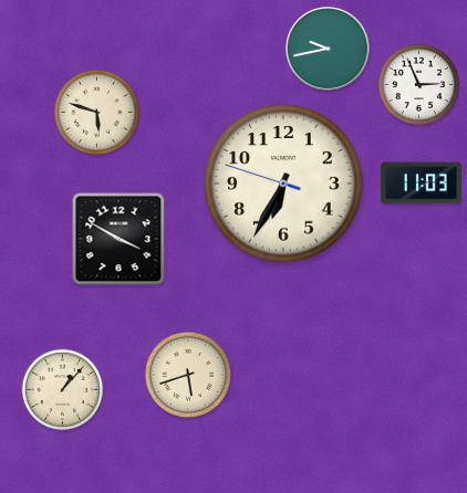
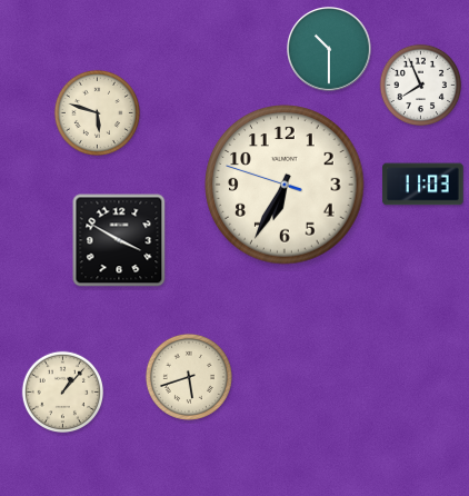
clock at (329, 50): 9:43 -> 10:30
clock at (419, 85): 2:56 -> 7:56
